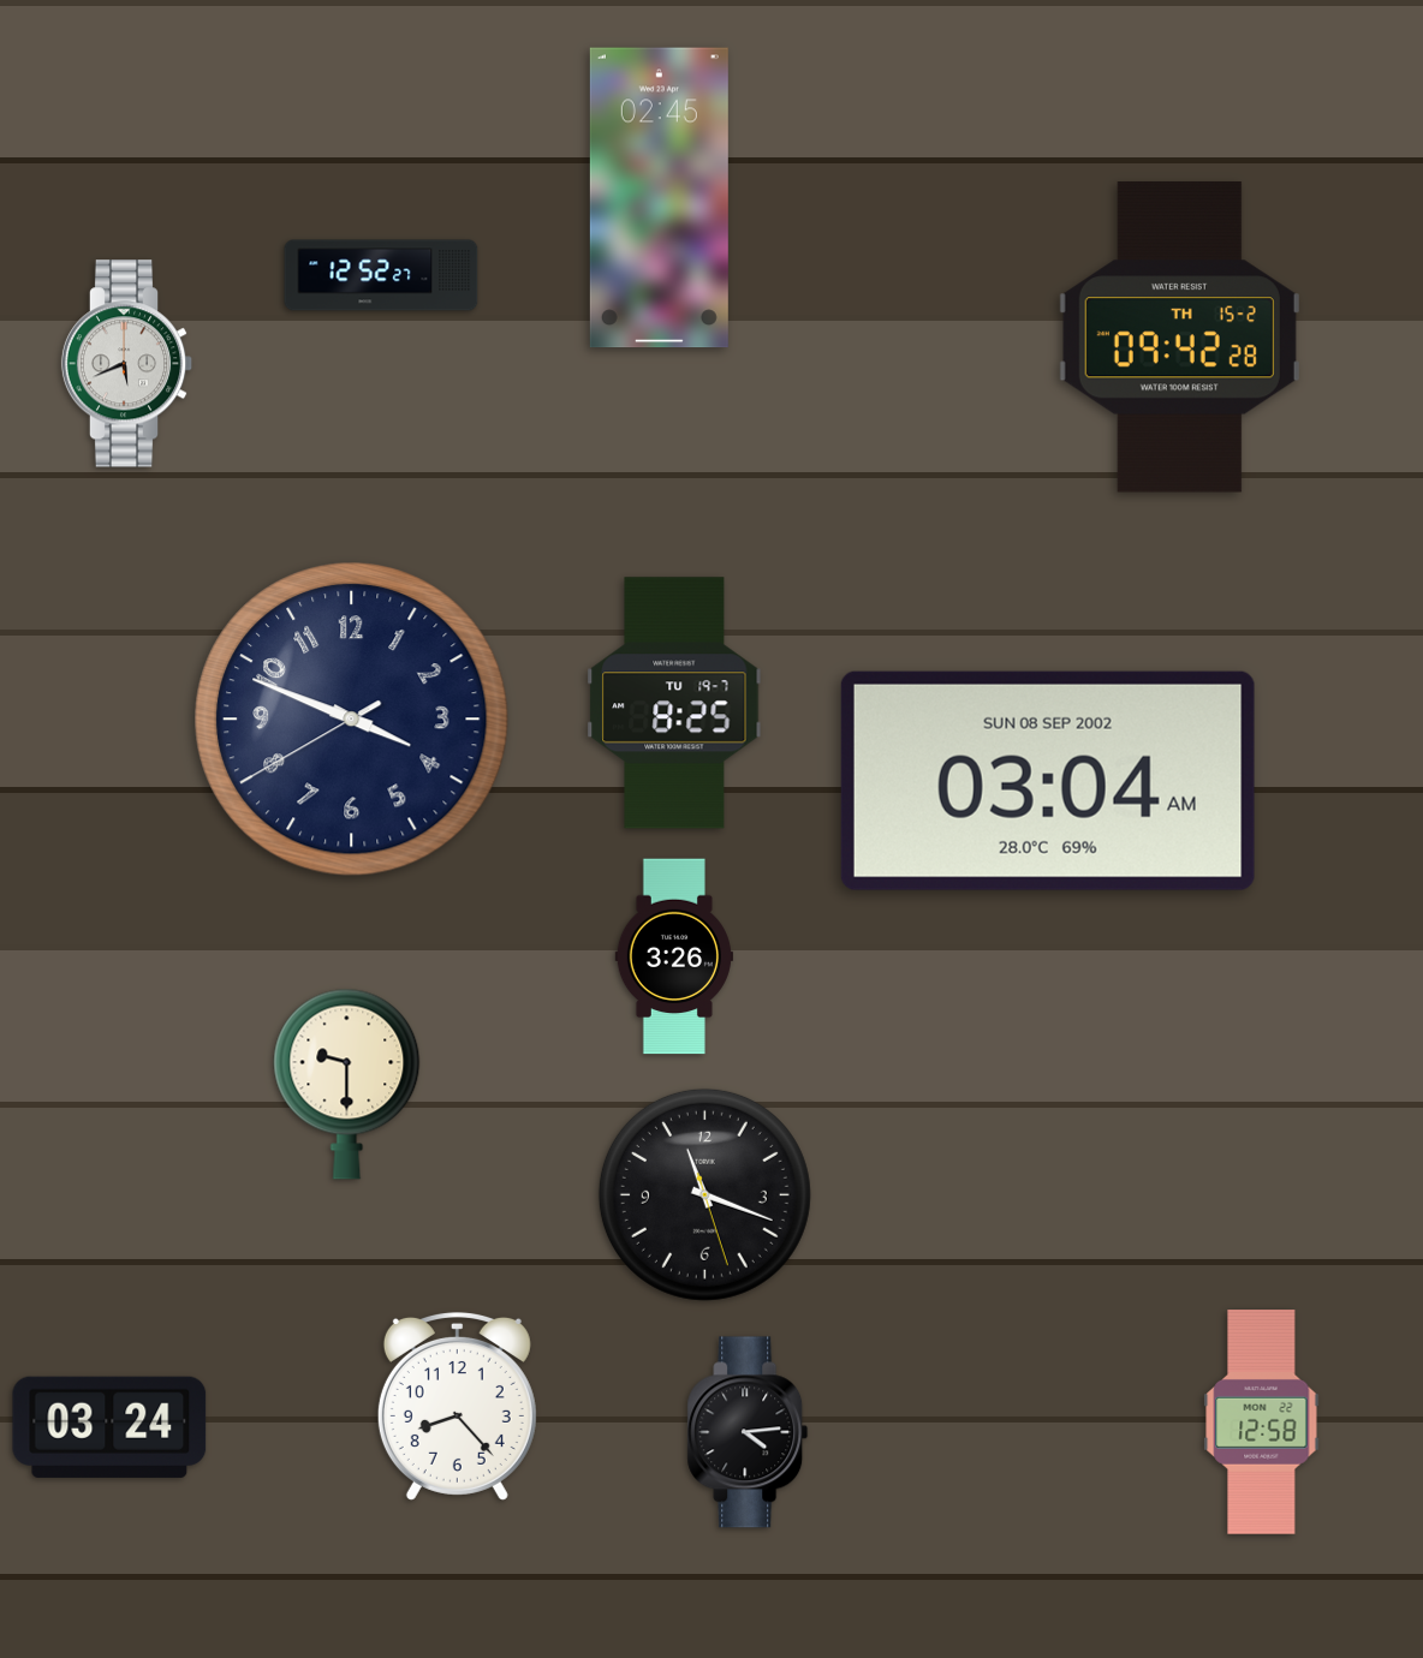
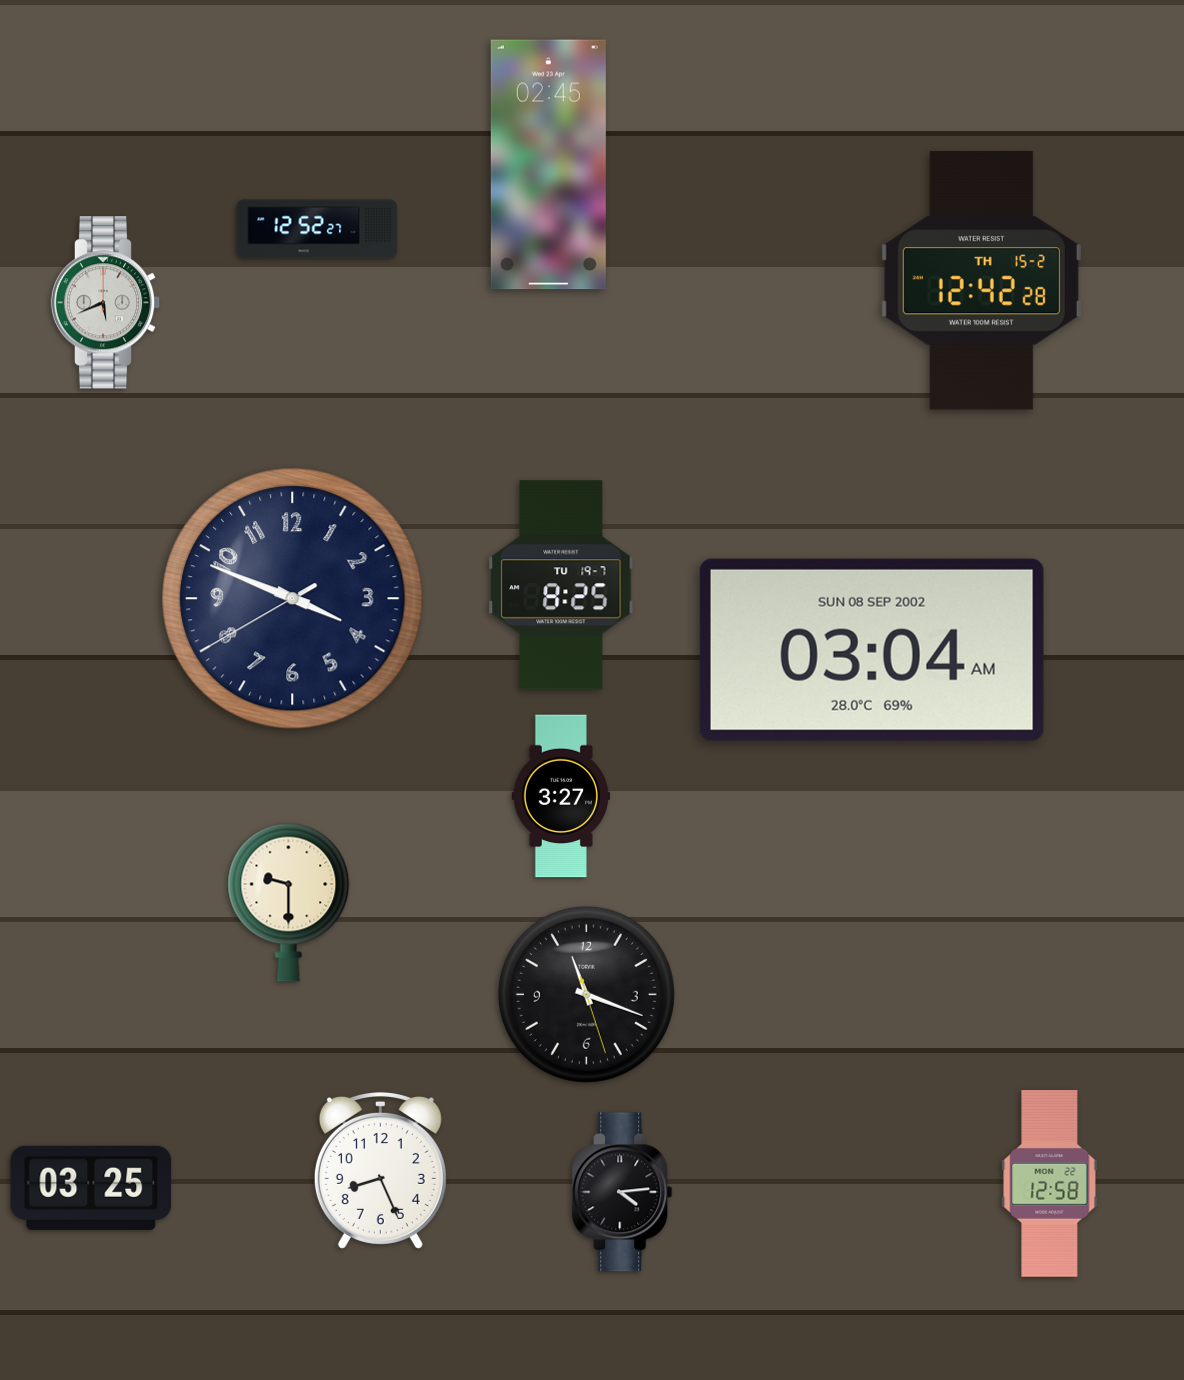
clock at (1179, 338): 09:42 -> 12:42
clock at (674, 956): 3:26 -> 3:27
clock at (457, 1406): 8:23 -> 8:26
clock at (109, 1427): 03:24 -> 03:25
